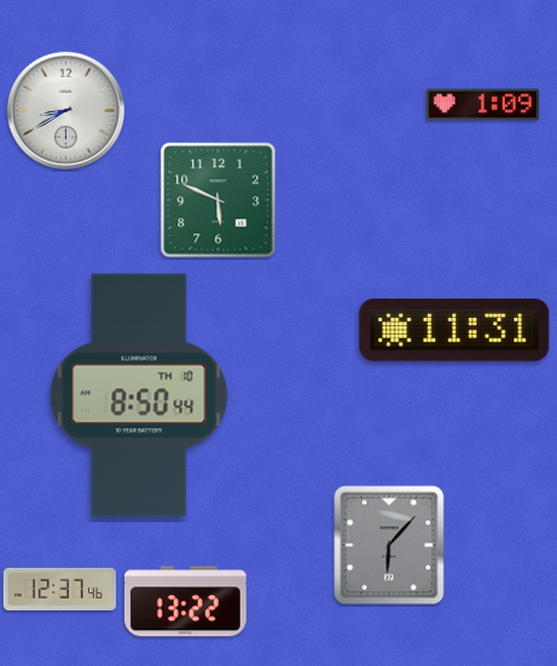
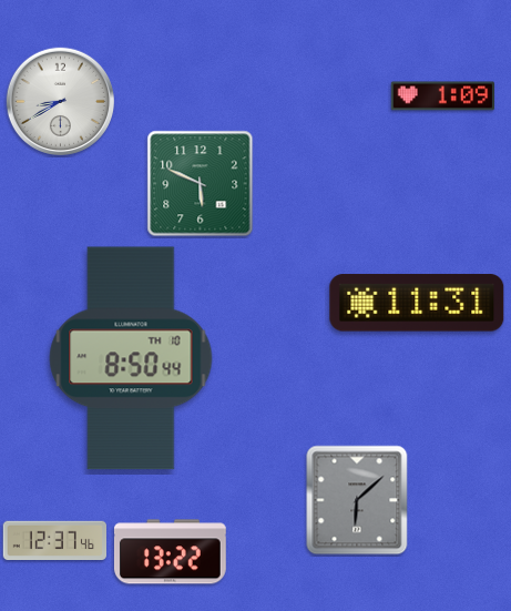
clock at (139, 395) position: (139, 395) -> (131, 358)
clock at (389, 545): 6:07 -> 6:08
